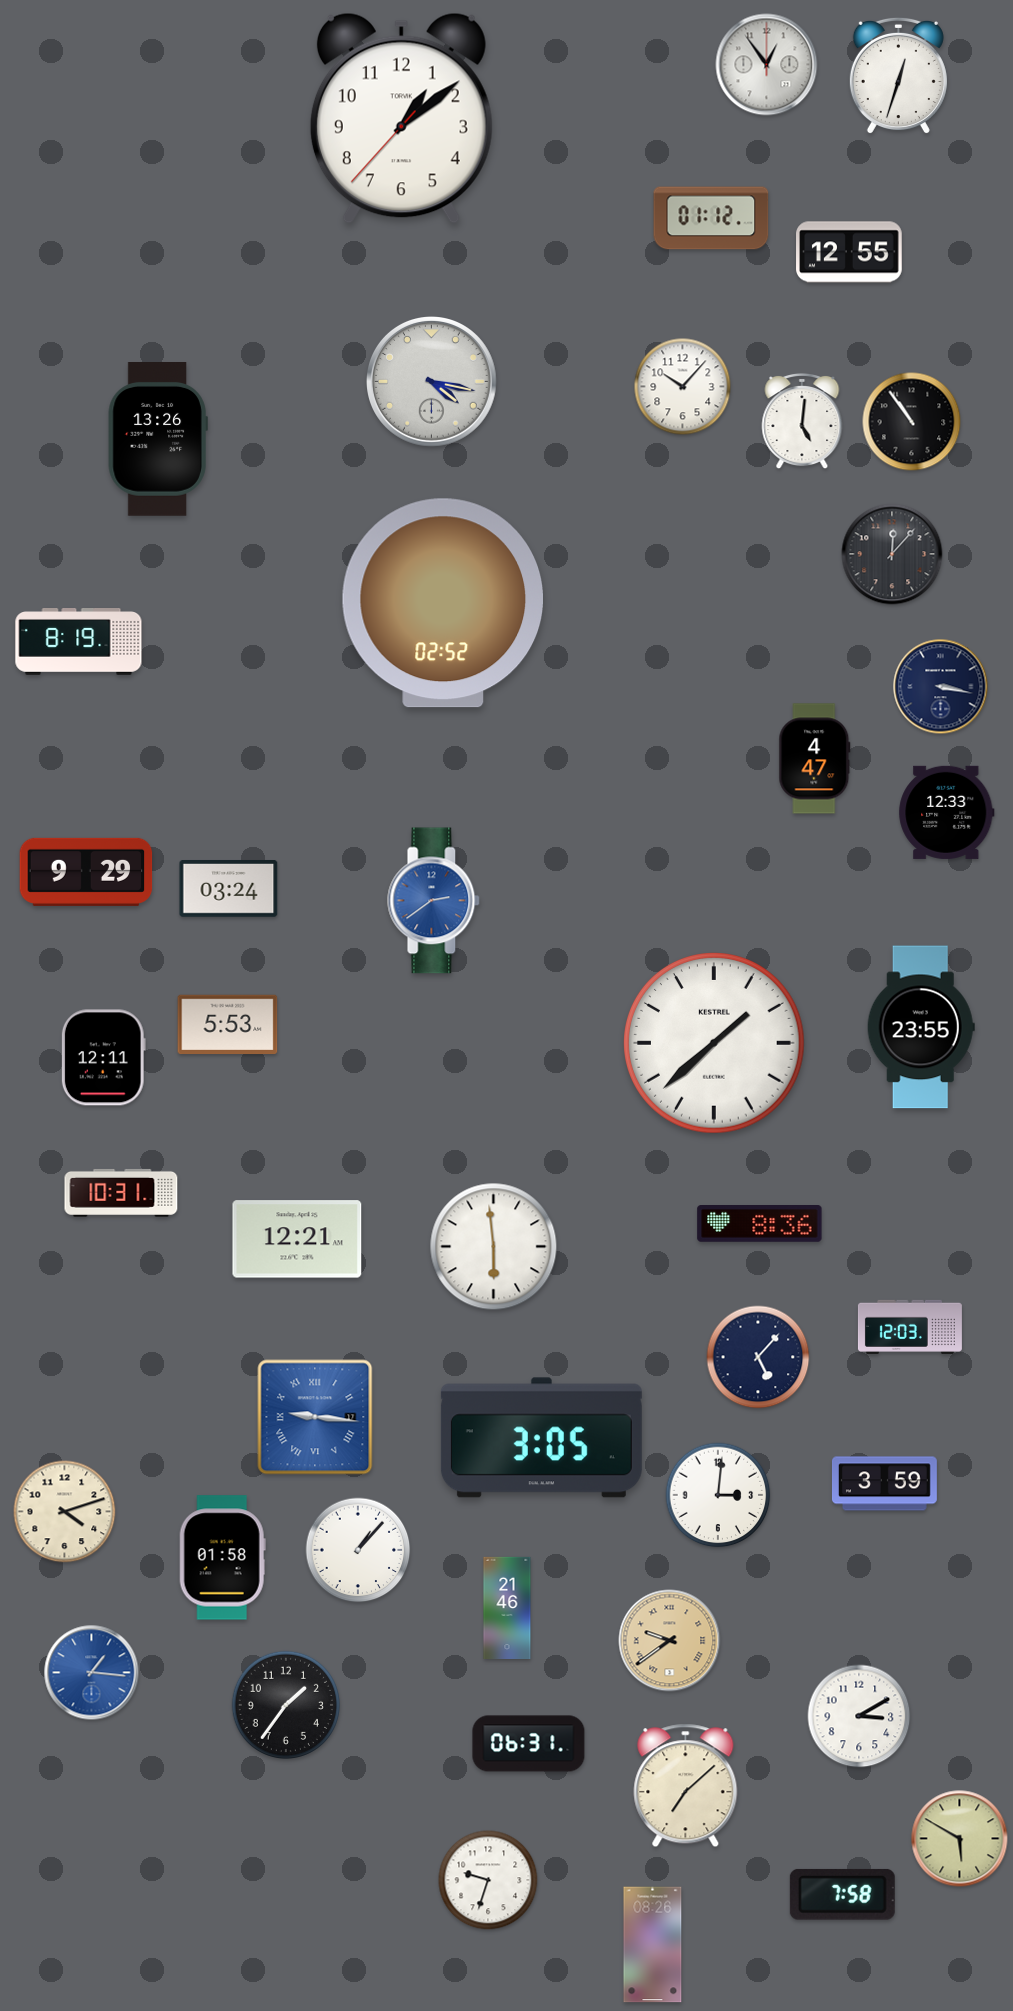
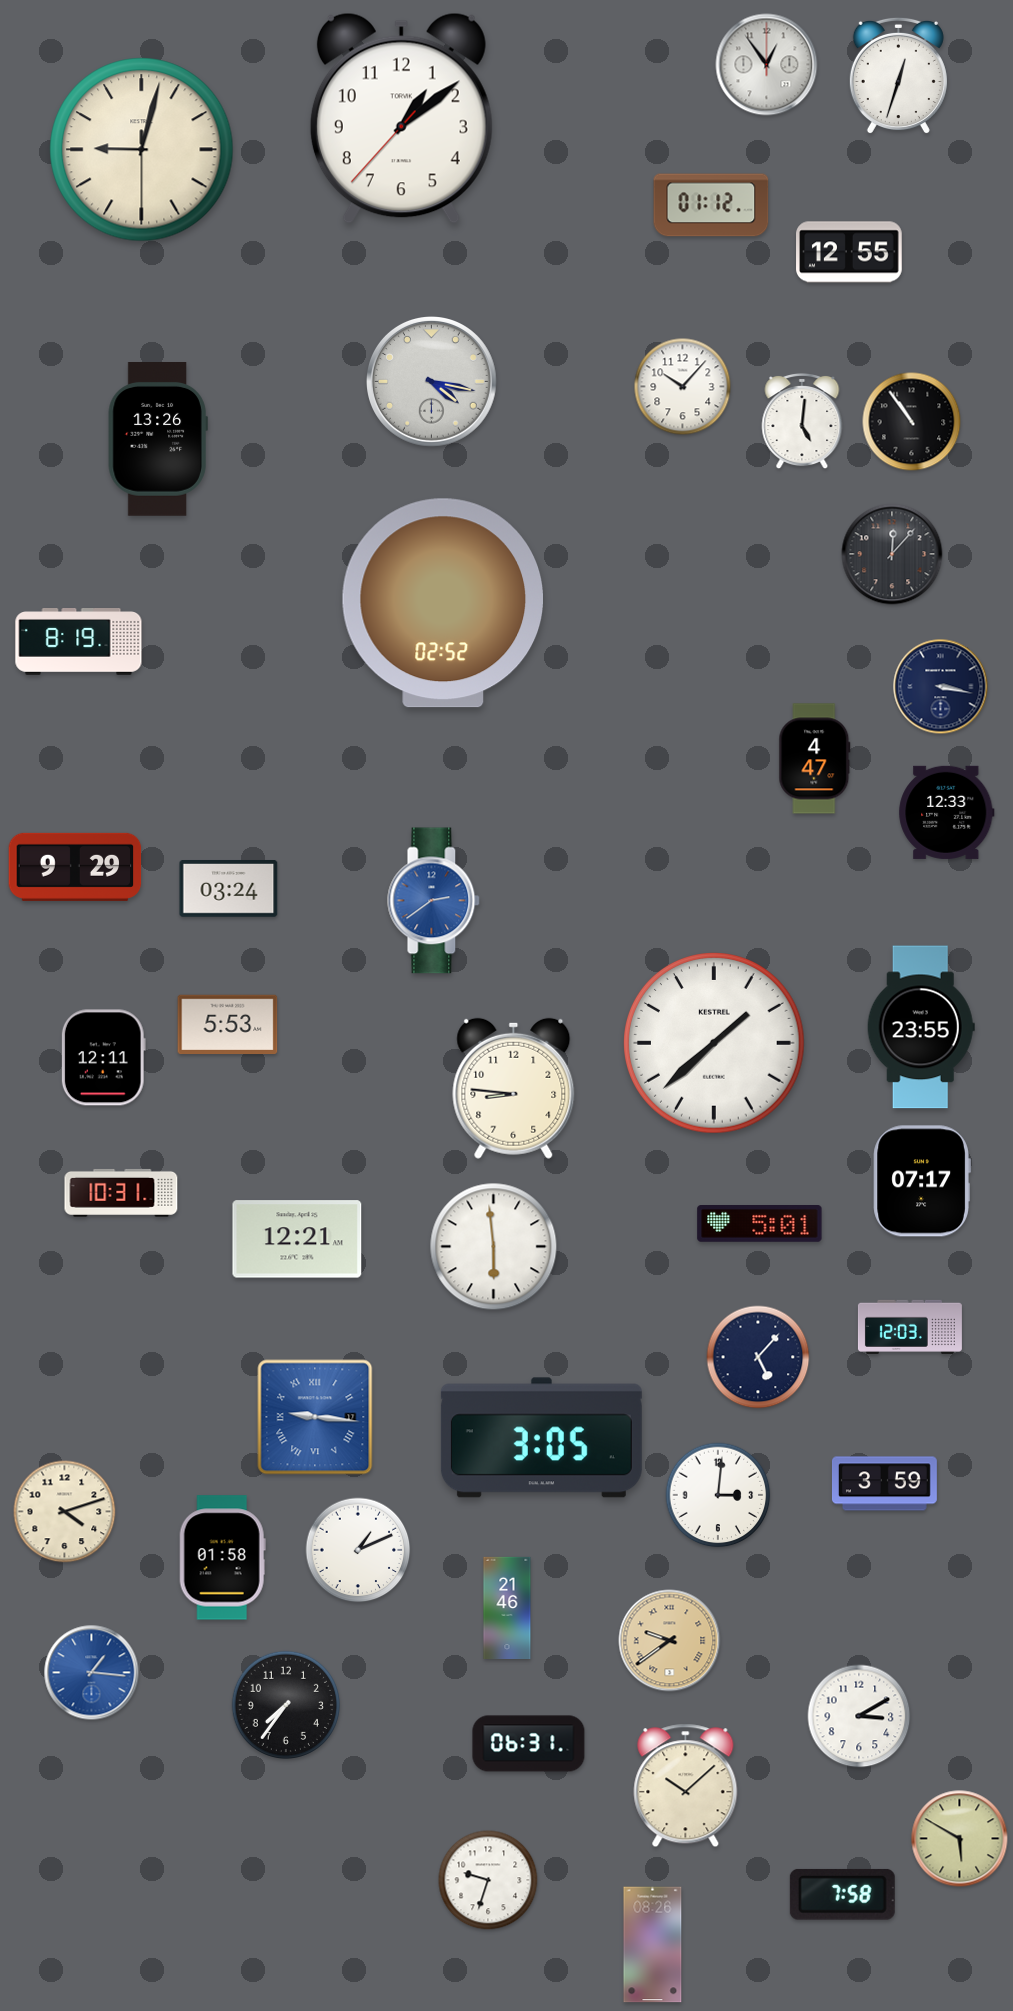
clock at (142, 150): none -> 9:02
clock at (711, 218) position: (711, 218) -> (711, 205)
clock at (86, 872) position: (86, 872) -> (75, 867)
clock at (514, 1088): none -> 8:46
clock at (922, 1181): none -> 07:17
clock at (760, 1224): 8:36 -> 5:01
clock at (358, 1550): 1:07 -> 1:11
clock at (285, 1704): 1:36 -> 7:36
clock at (686, 1786): 7:08 -> 10:08
